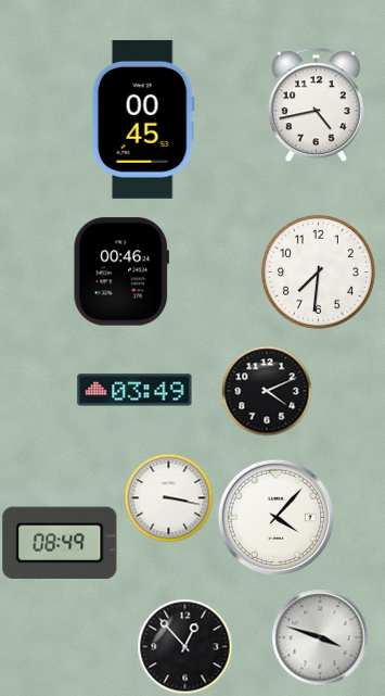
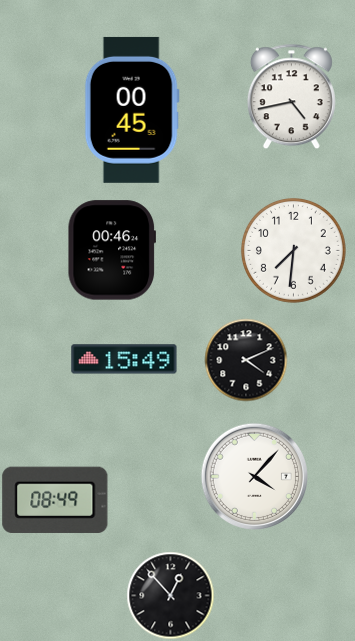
clock at (134, 390): 03:49 -> 15:49
clock at (168, 497): 3:17 -> none
clock at (320, 637): 3:48 -> none
